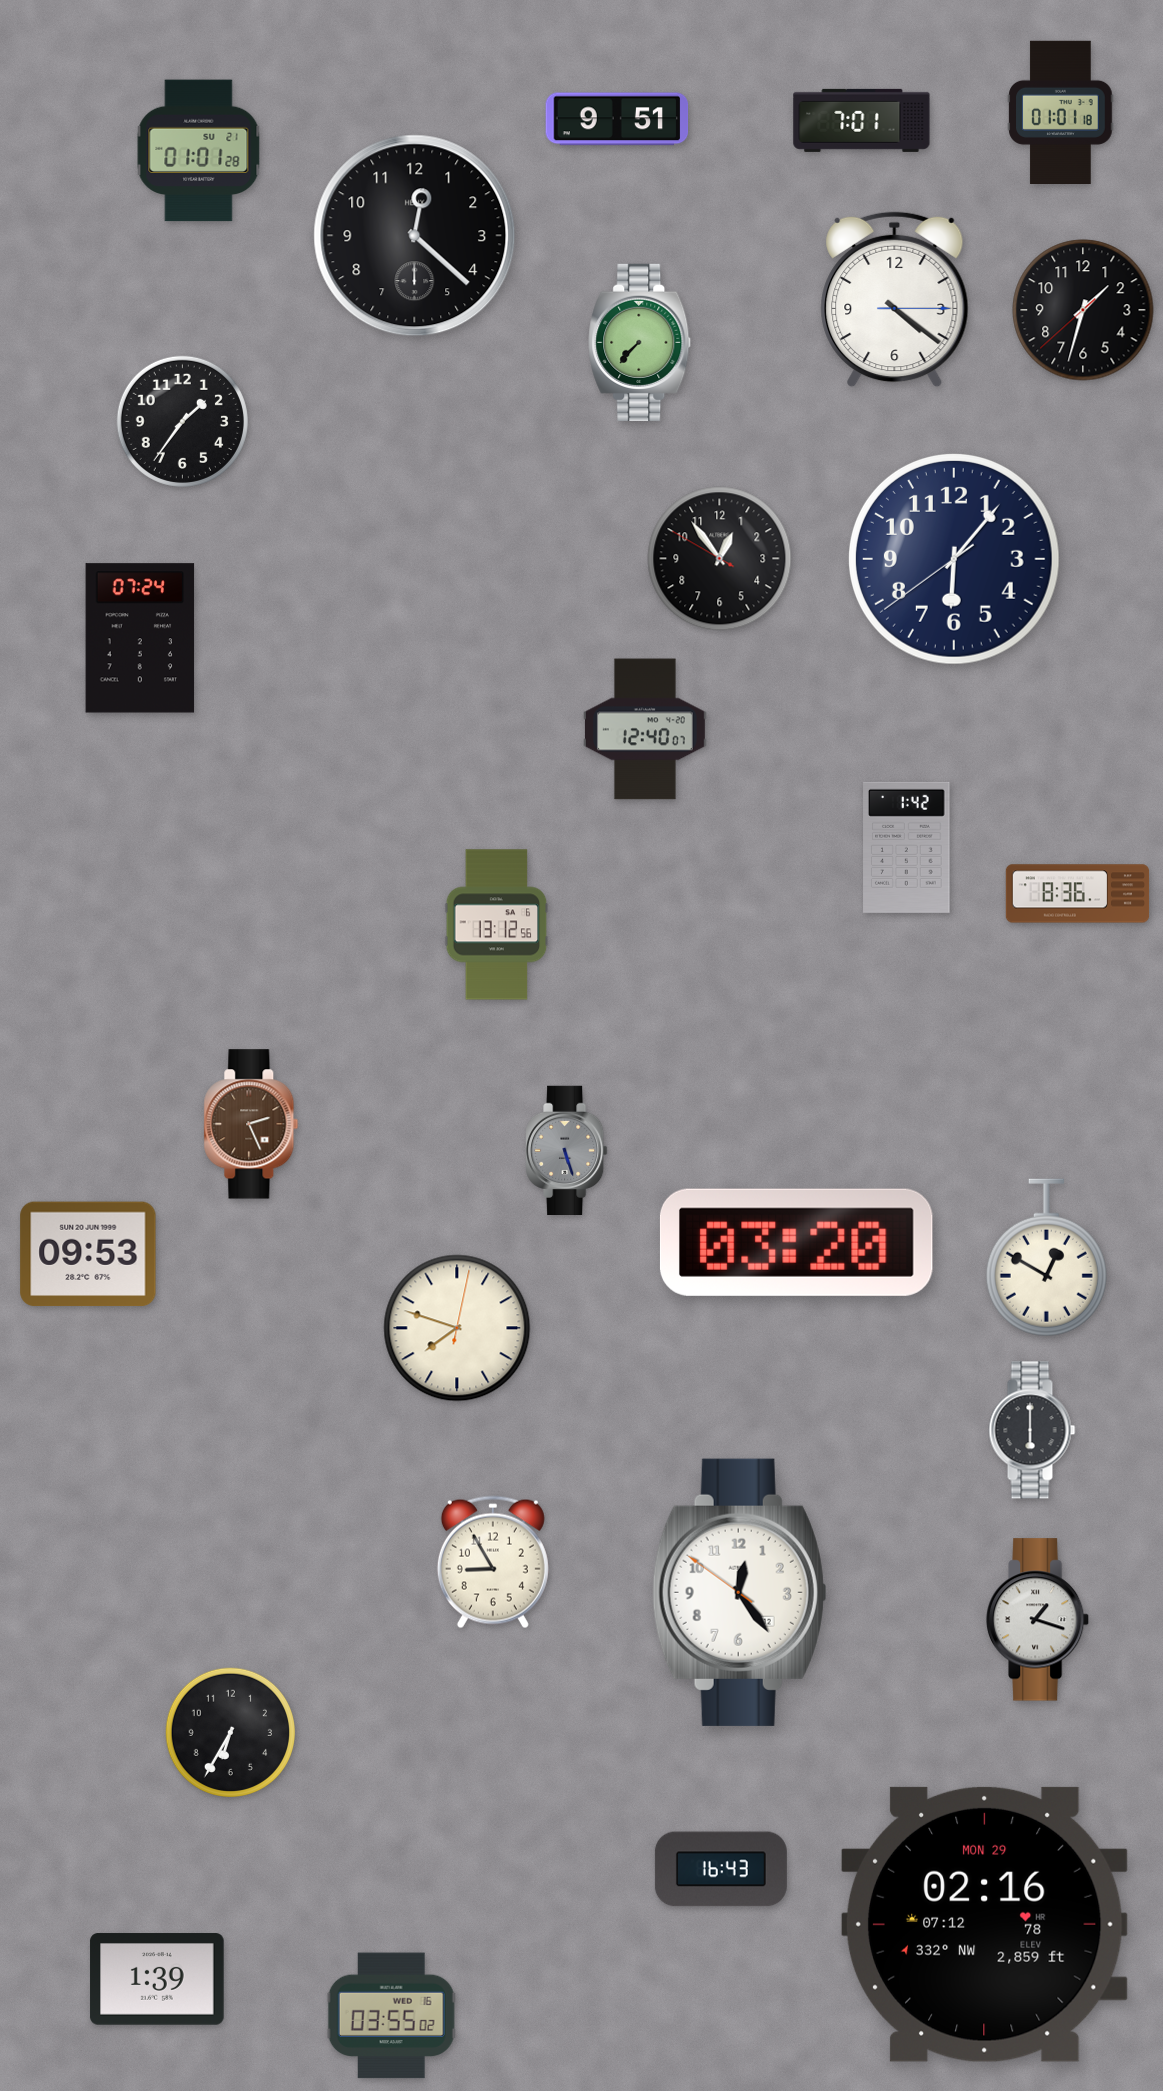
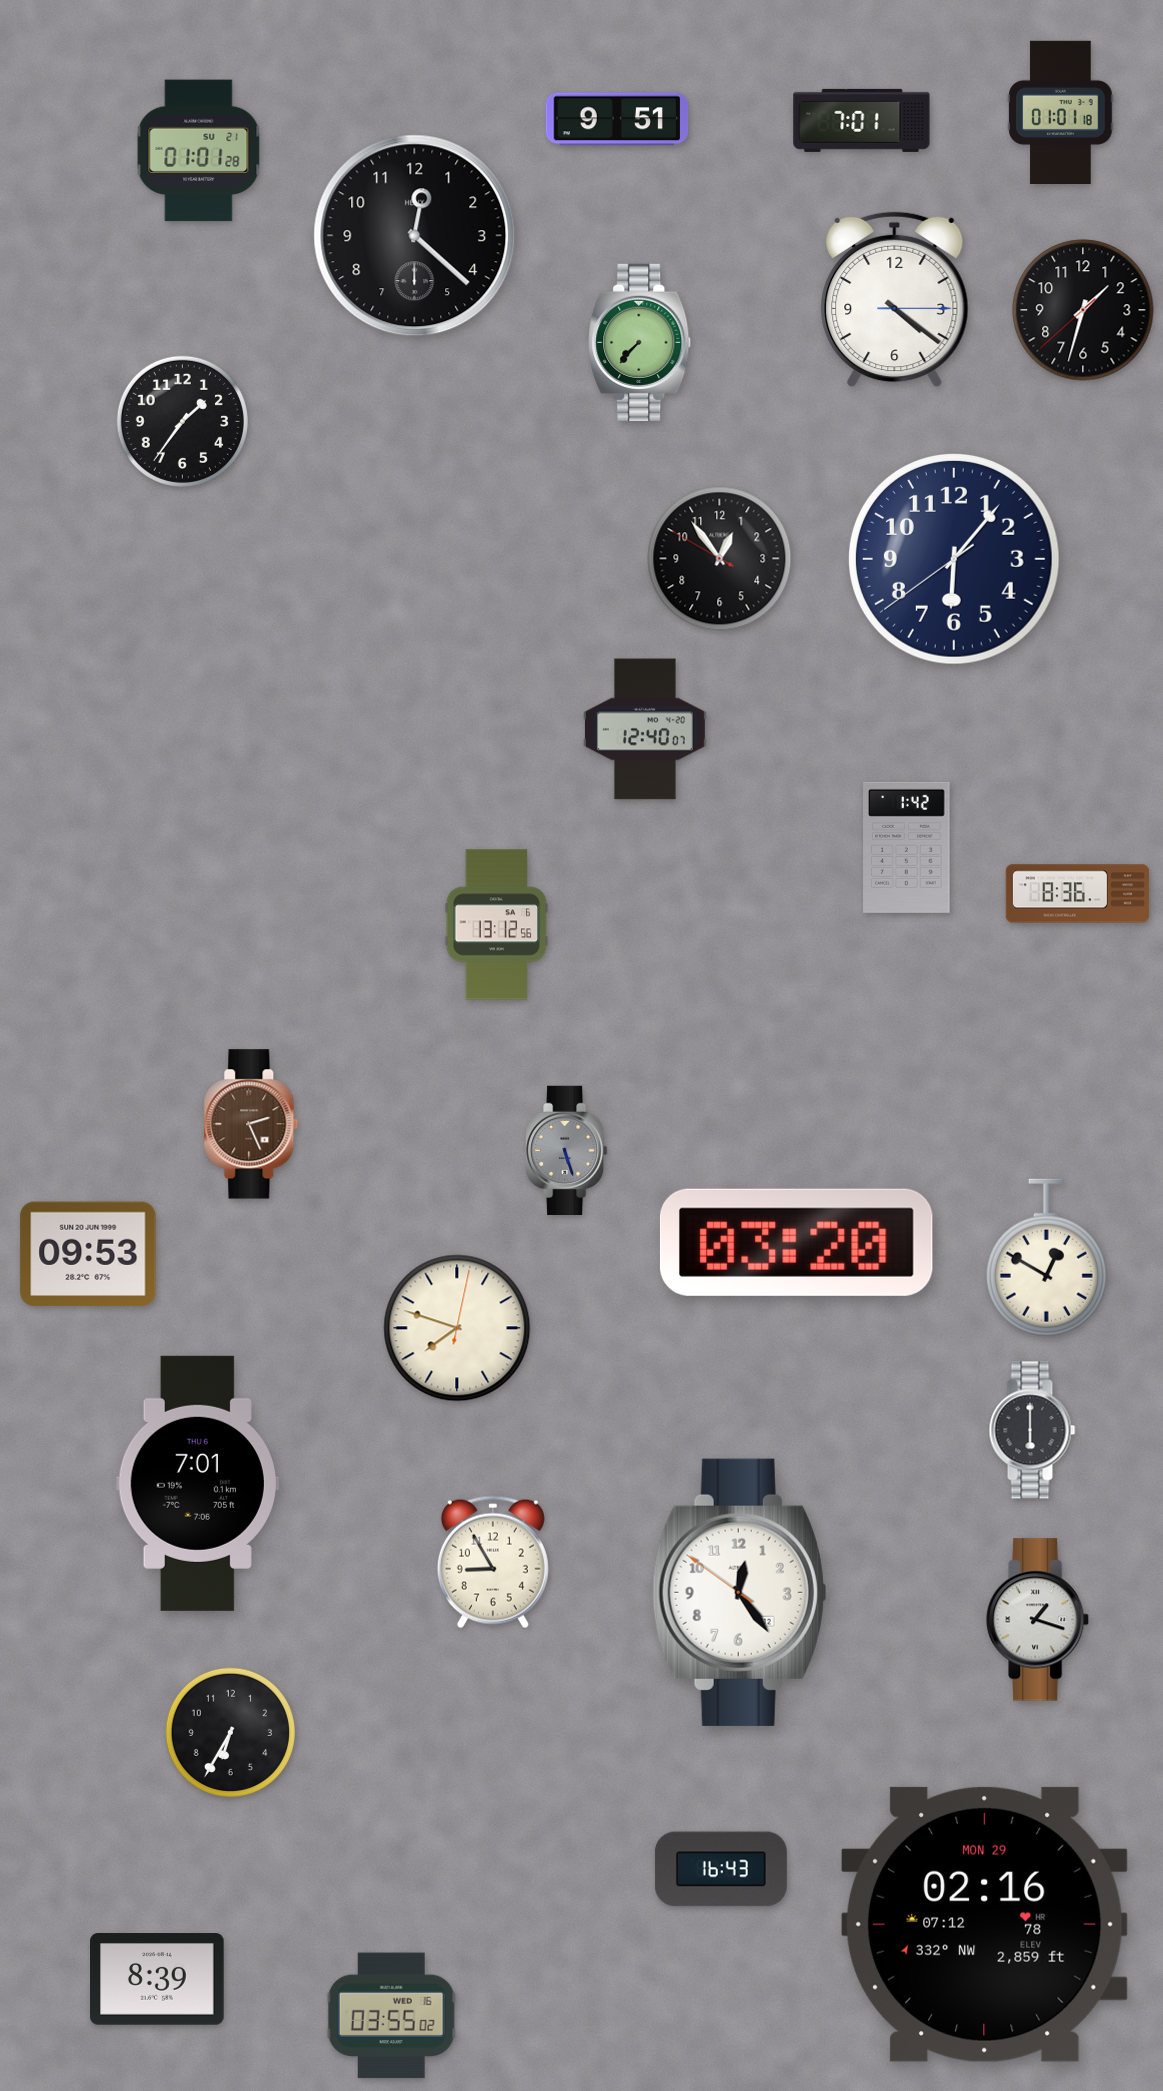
clock at (140, 638): 07:24 -> none
clock at (197, 1483): none -> 7:01
clock at (157, 1979): 1:39 -> 8:39
